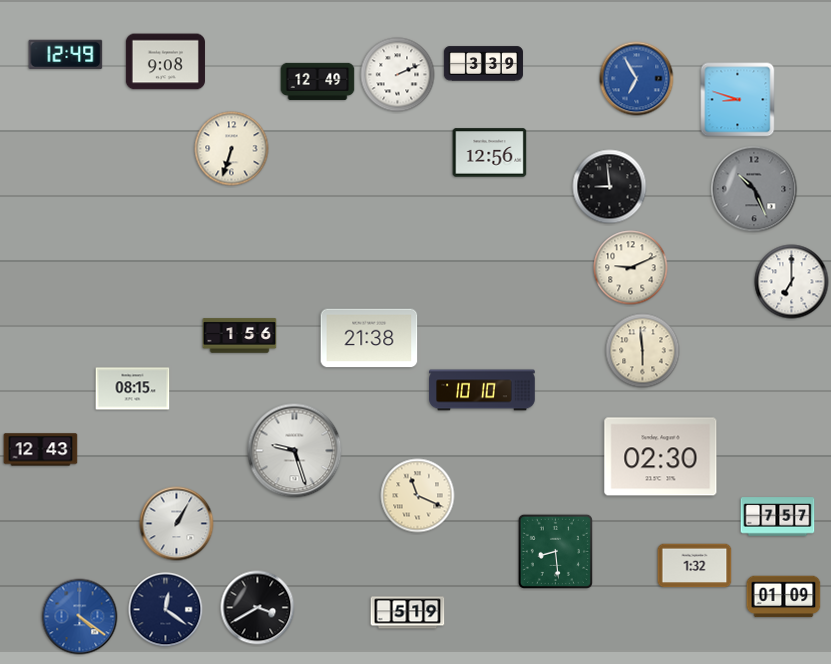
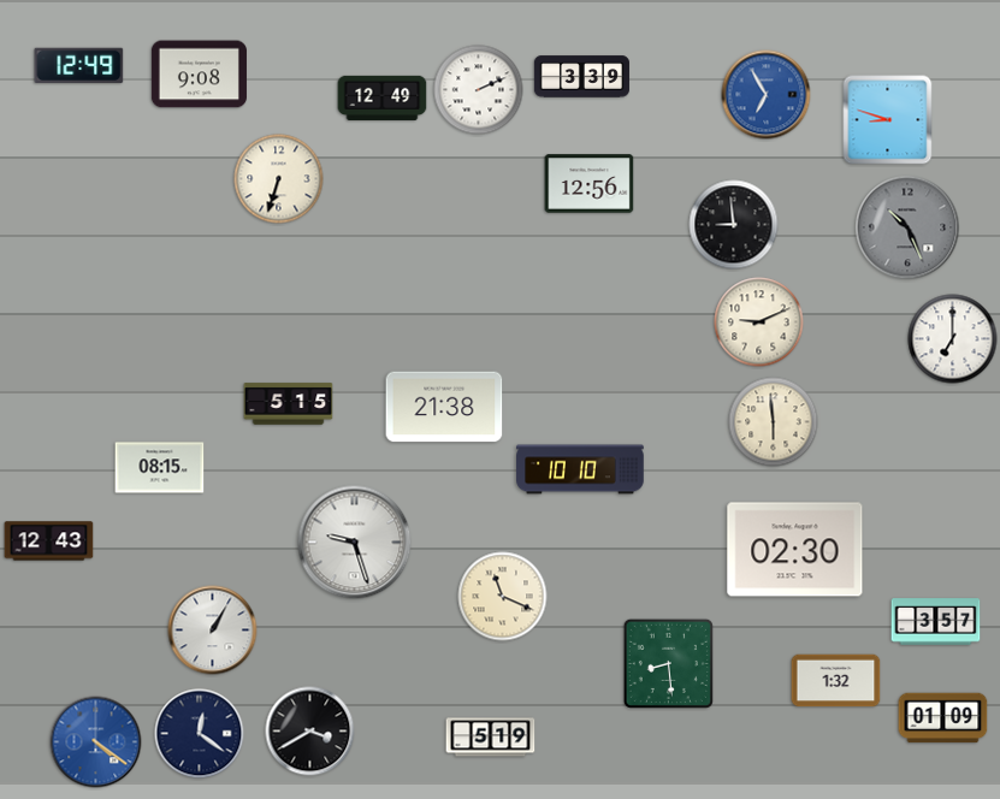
clock at (240, 336): 1:56 -> 5:15
clock at (778, 517): 7:57 -> 3:57
